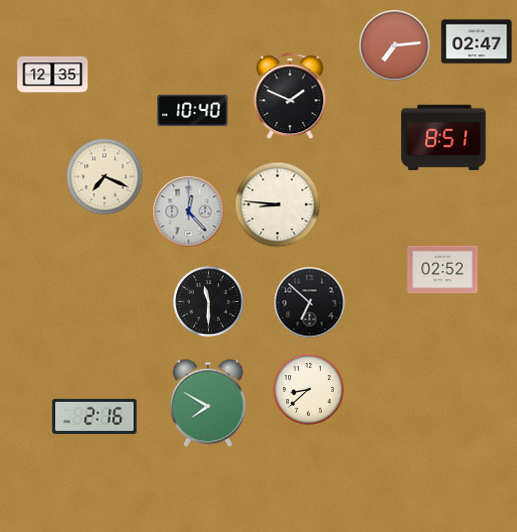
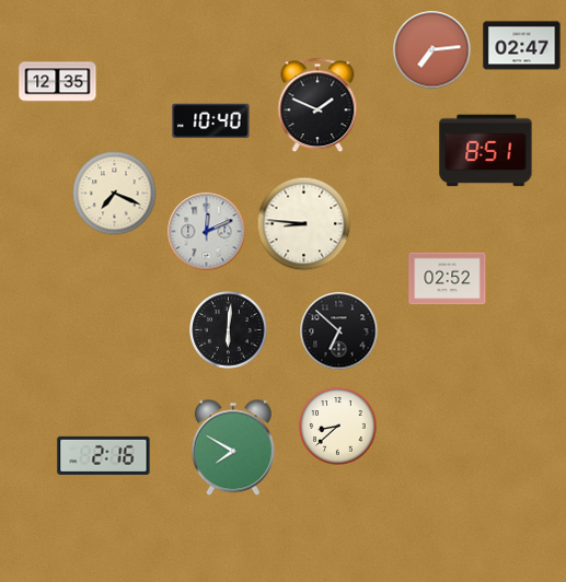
clock at (189, 212): 12:23 -> 12:11
clock at (443, 270) position: (443, 270) -> (448, 279)
clock at (209, 302): 11:30 -> 6:01
clock at (208, 403) position: (208, 403) -> (233, 447)
